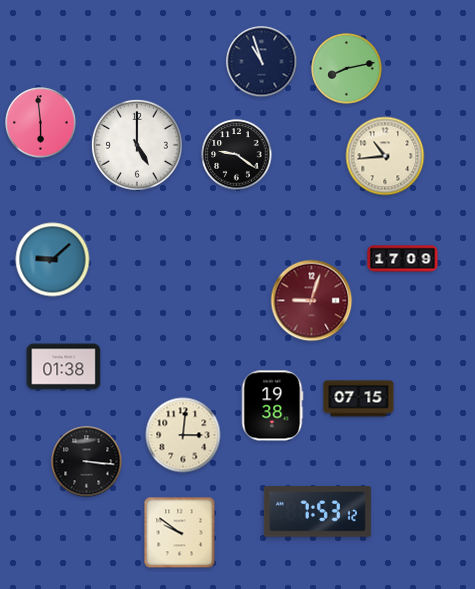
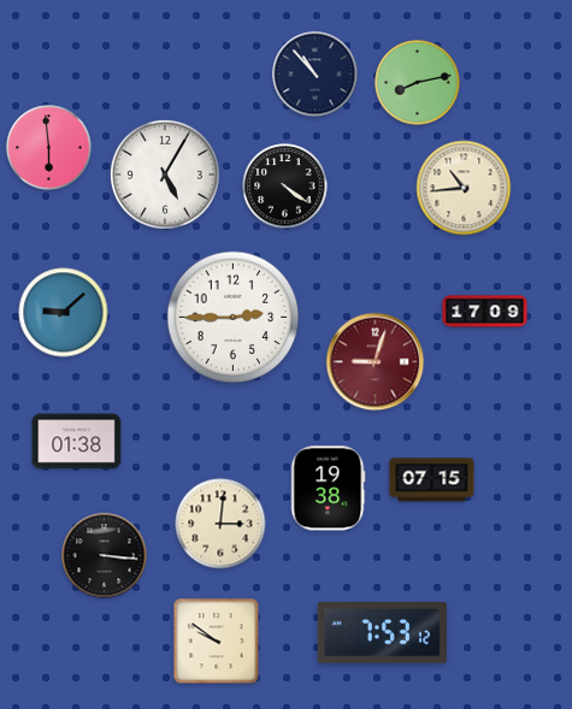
clock at (262, 62): 10:57 -> 10:53
clock at (137, 145): 5:00 -> 5:05
clock at (237, 155): 9:21 -> 4:21
clock at (234, 318): none -> 2:45
clock at (317, 512) position: (317, 512) -> (382, 633)
